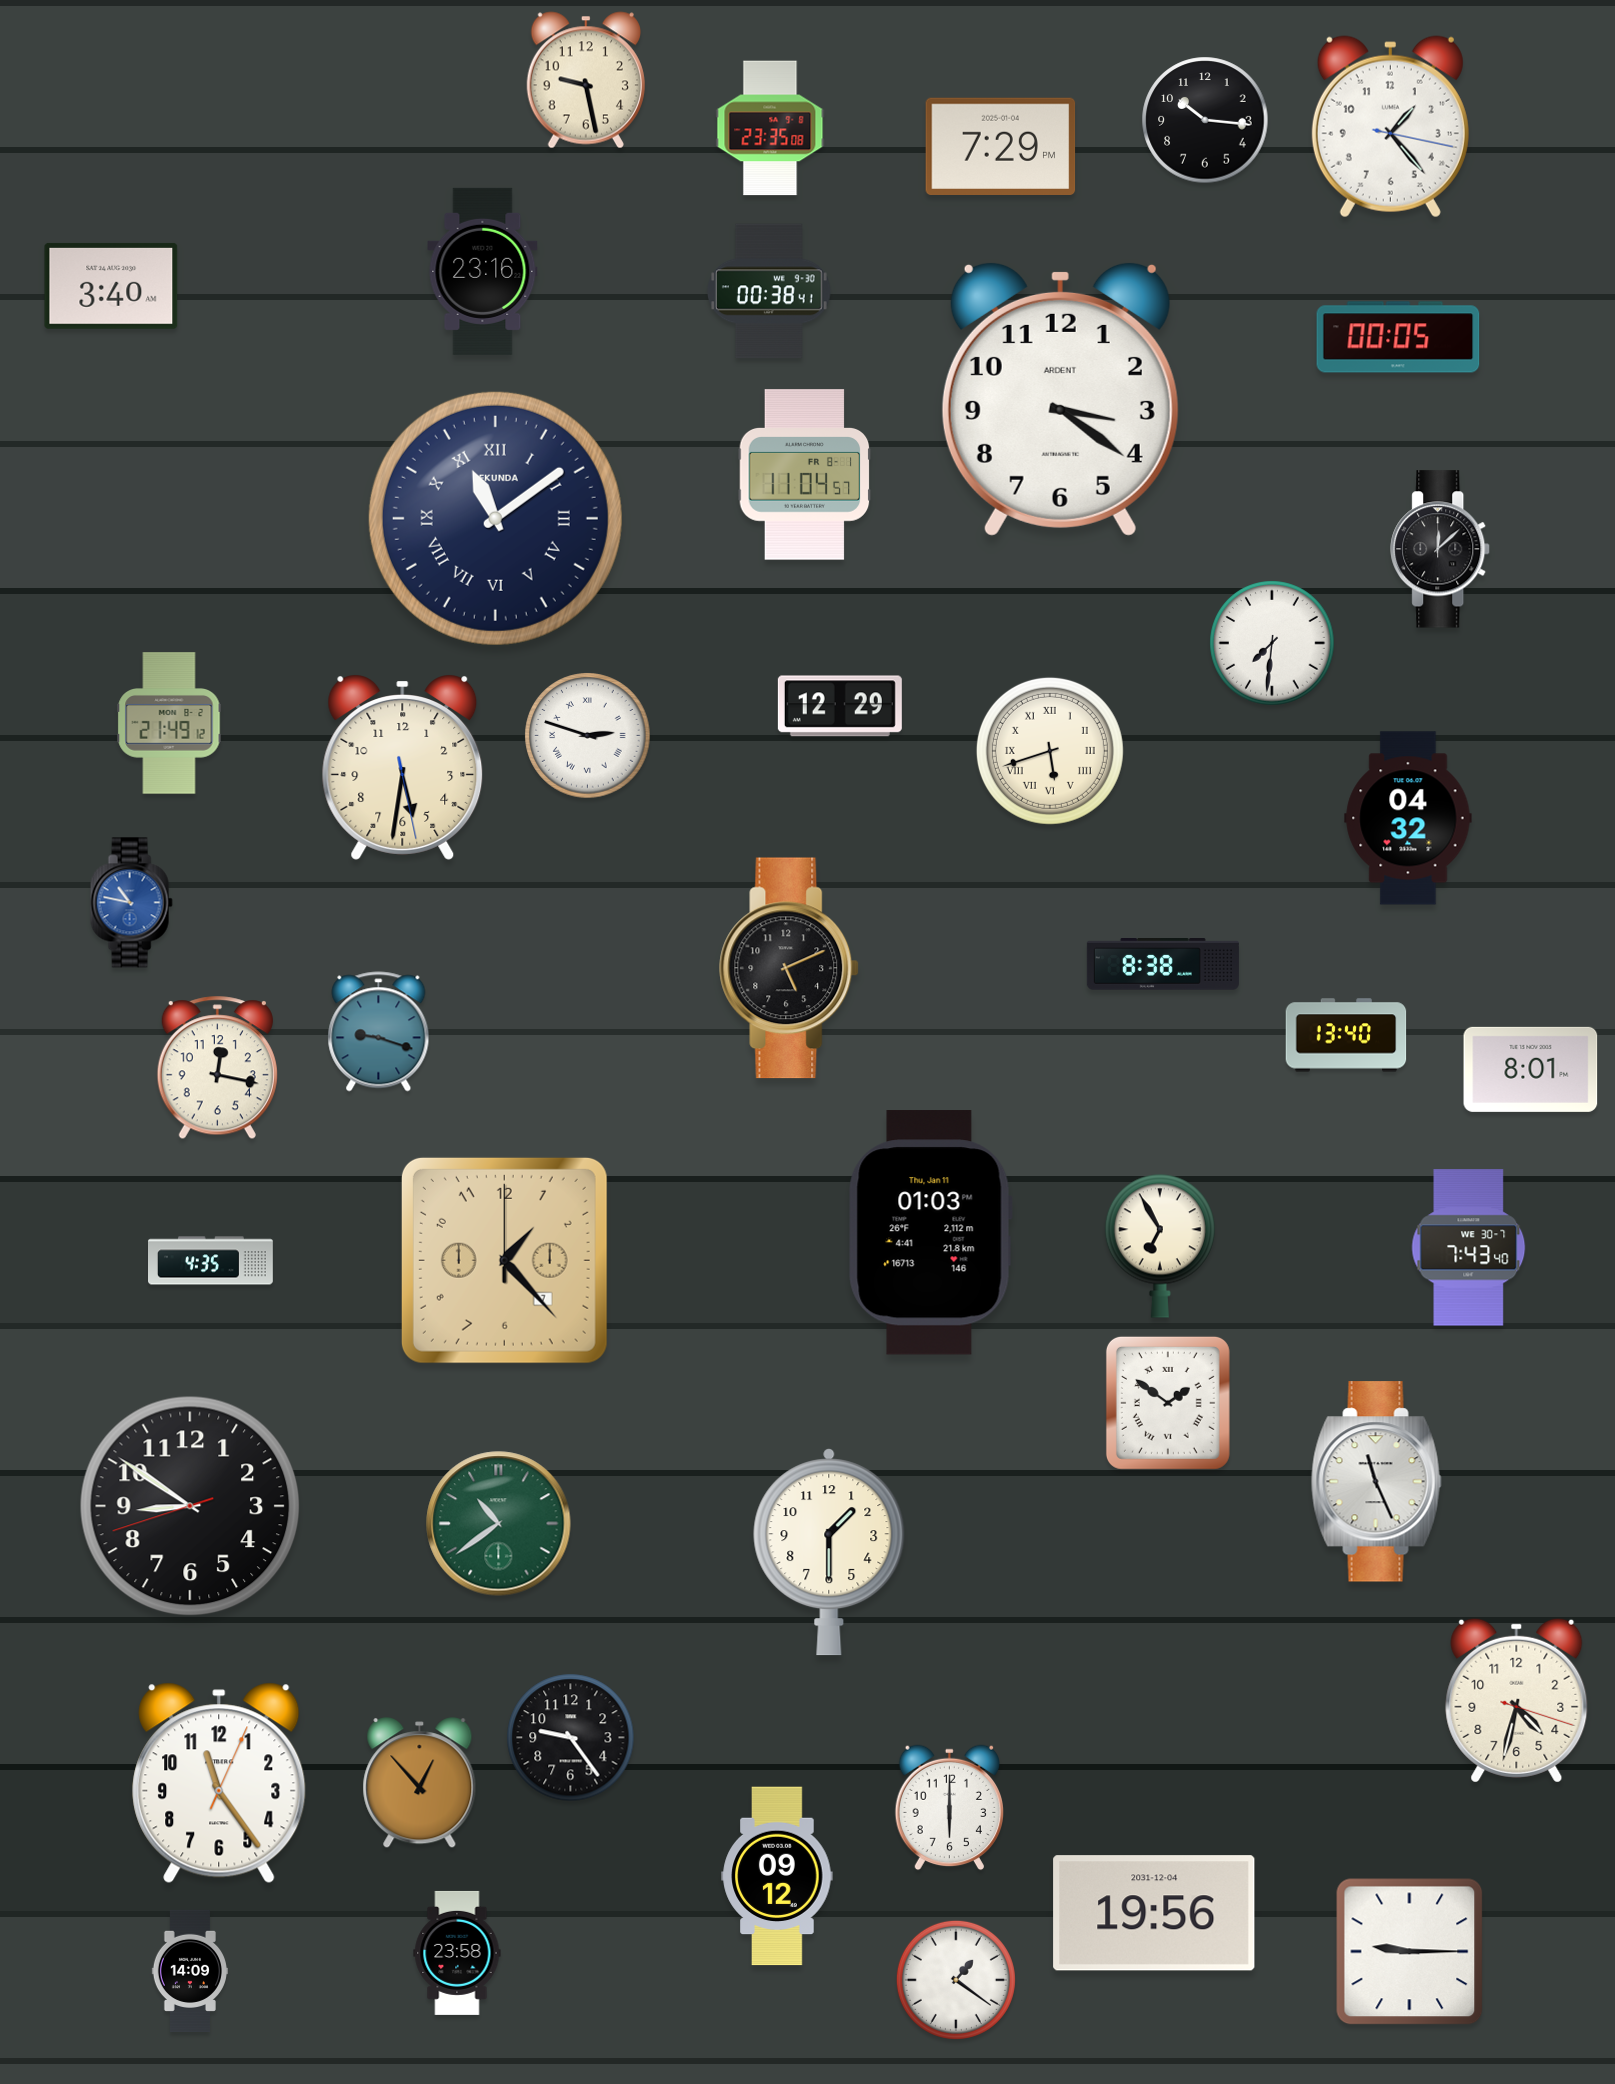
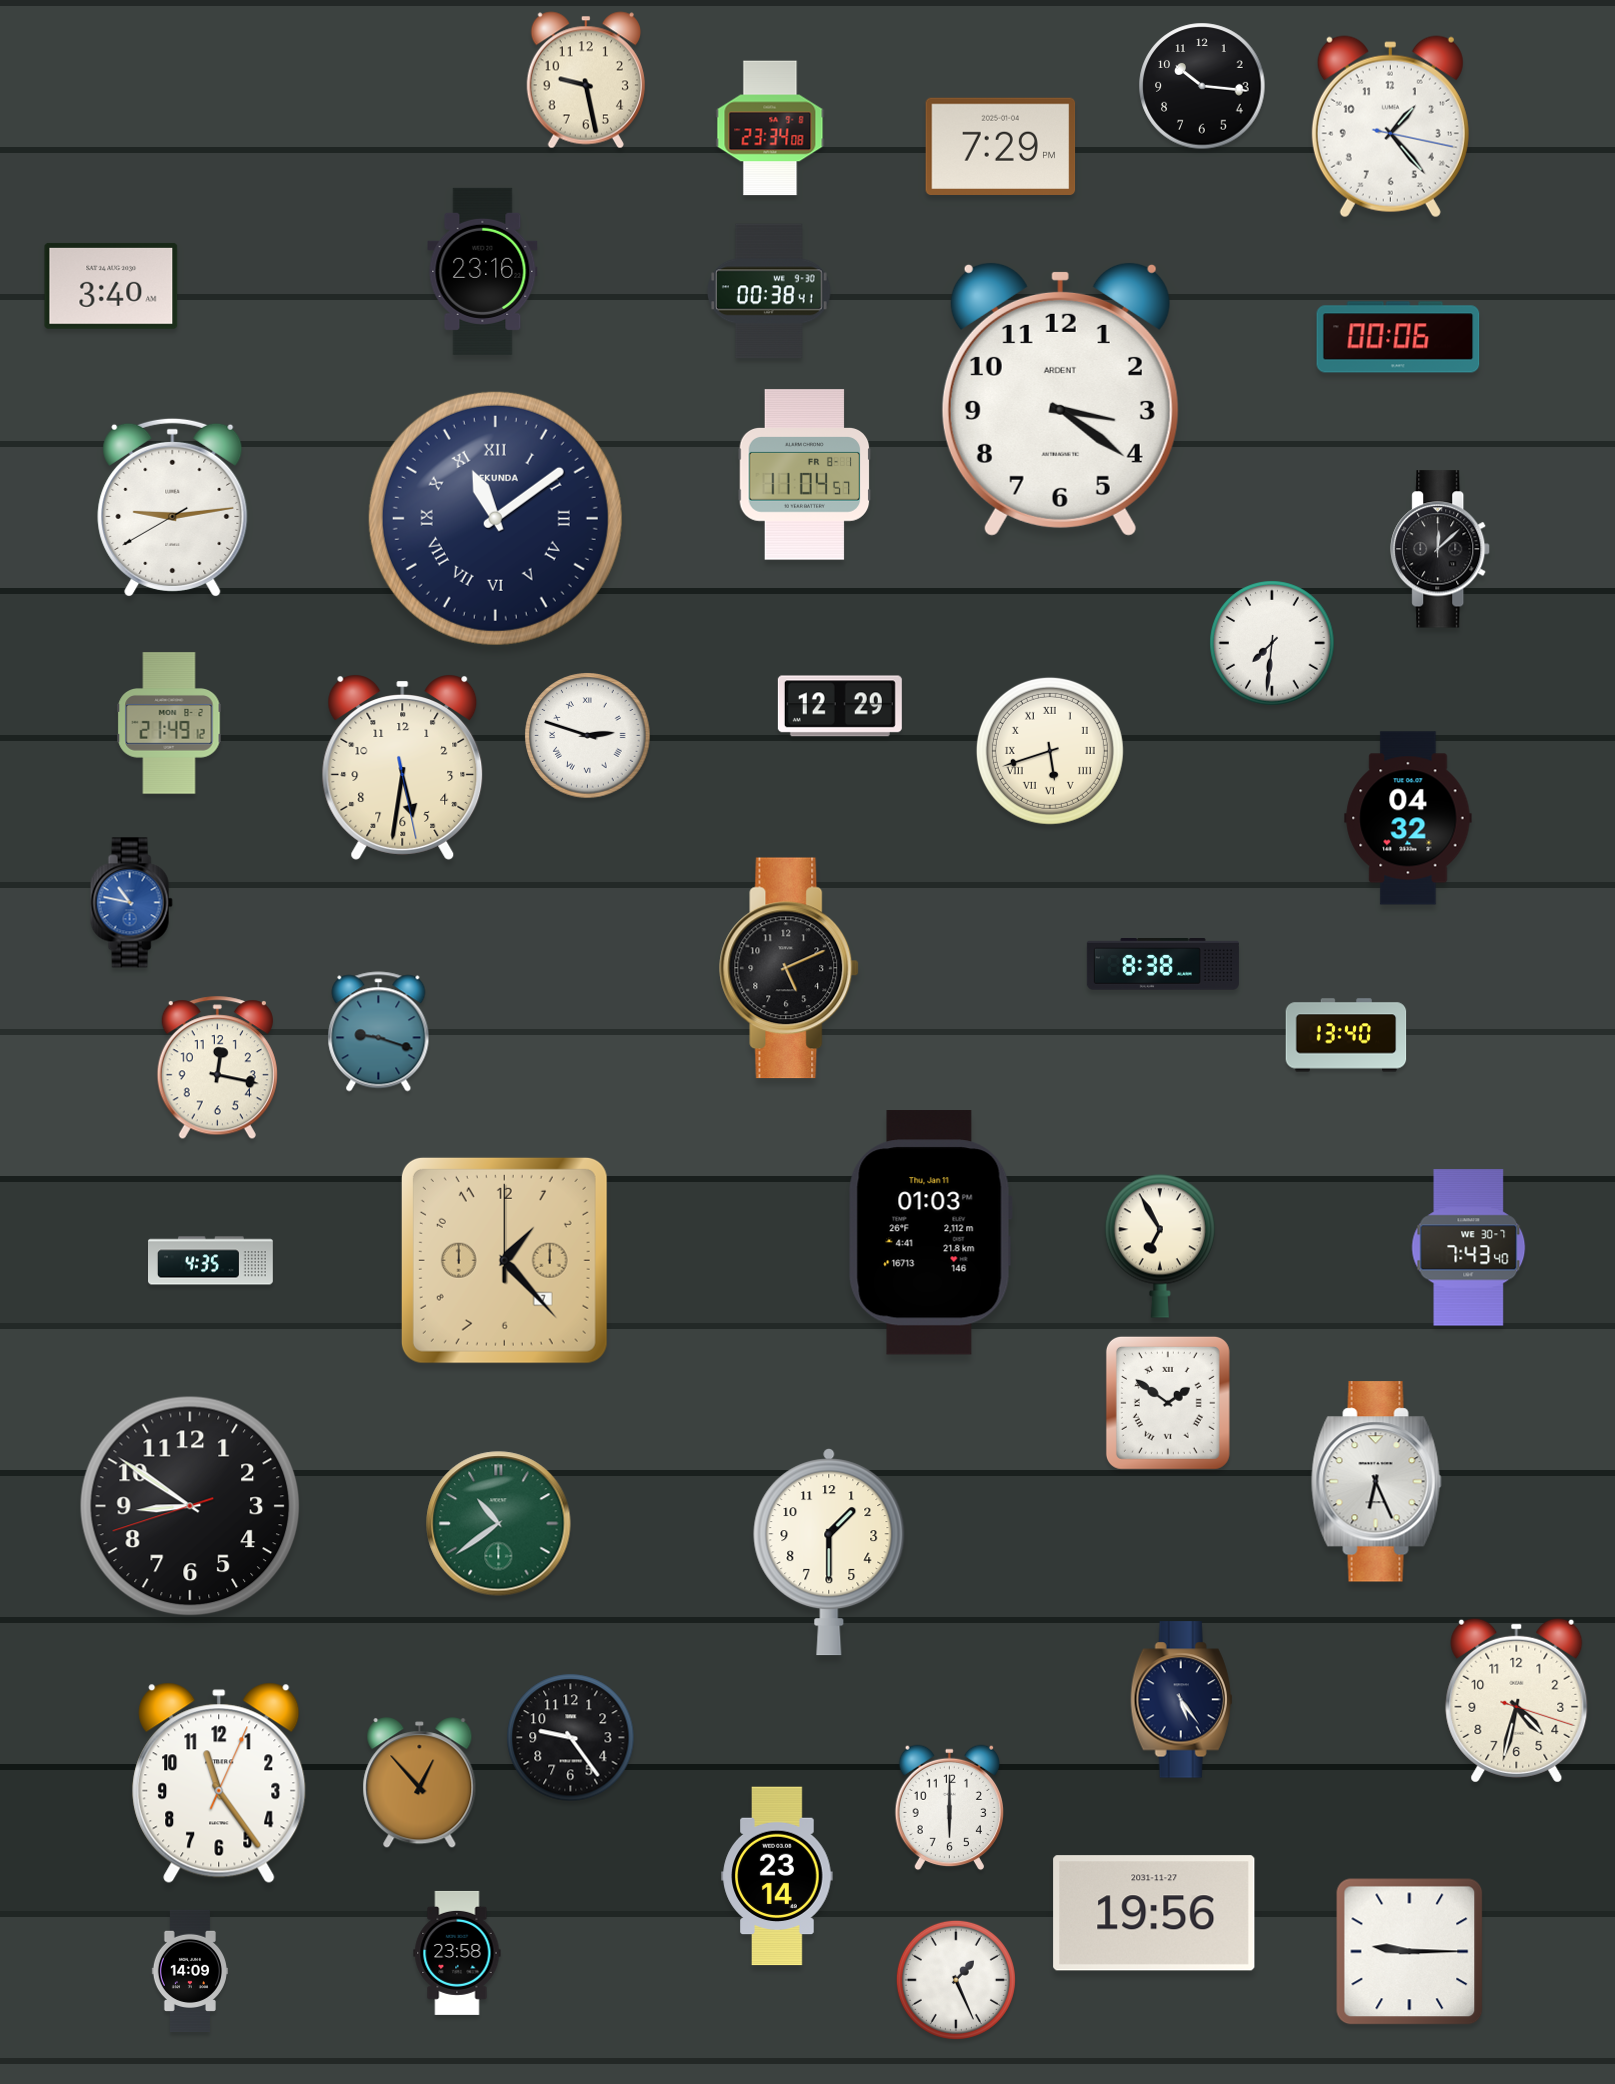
clock at (1205, 120) position: (1205, 120) -> (1202, 86)
clock at (770, 128): 23:35 -> 23:34
clock at (1398, 337): 00:05 -> 00:06
clock at (173, 507): none -> 9:13
clock at (1531, 1069): 8:01 -> none
clock at (1376, 1482): 11:26 -> 6:26
clock at (1182, 1700): none -> 5:24
clock at (777, 1876): 09:12 -> 23:14
clock at (1154, 1913) date: 2031-12-04 -> 2031-11-27
clock at (956, 1980): 1:21 -> 1:26
